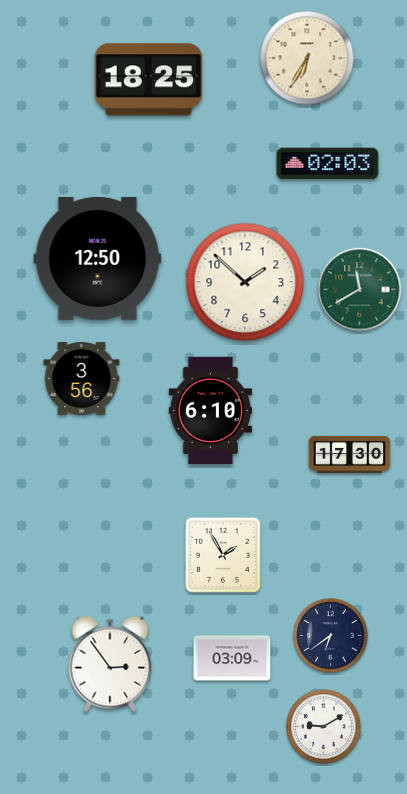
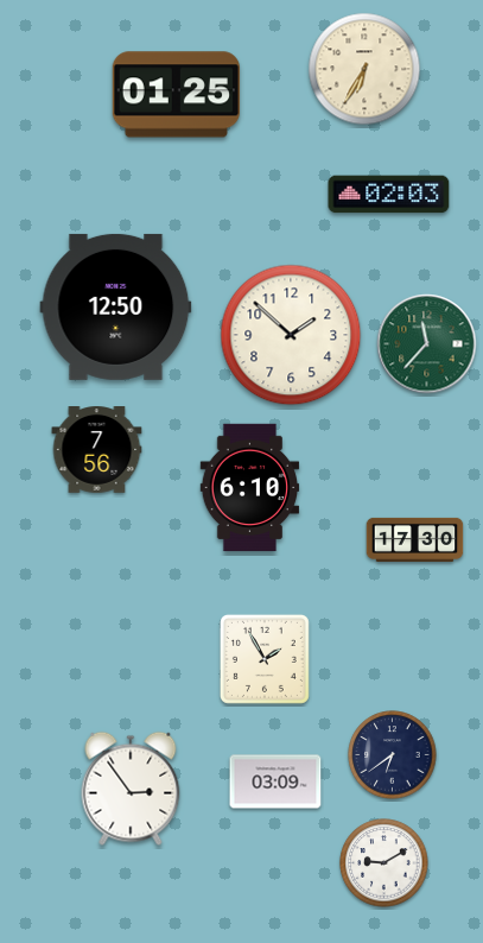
clock at (148, 80): 18:25 -> 01:25
clock at (360, 290): 11:40 -> 11:37
clock at (82, 379): 3:56 -> 7:56
